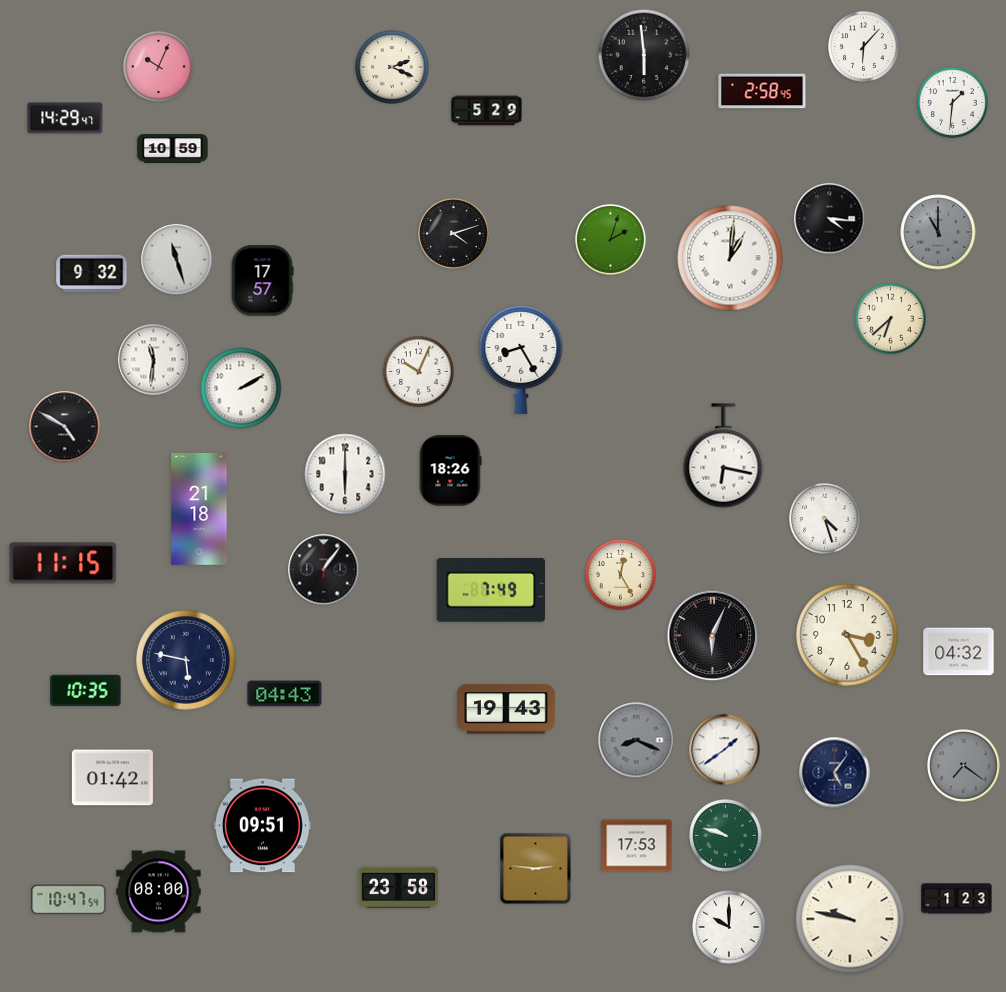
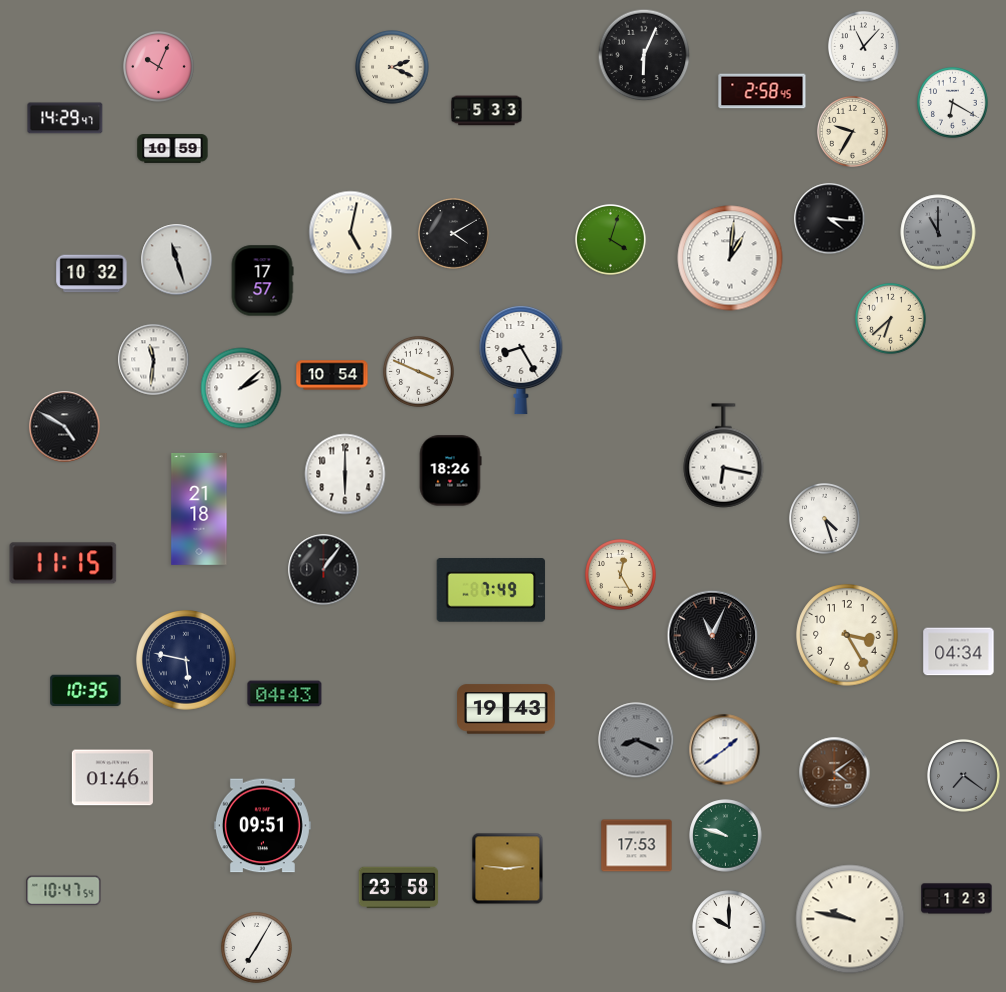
clock at (864, 47): 6:07 -> 11:07
clock at (644, 55): 5:59 -> 6:04
clock at (953, 103): 1:31 -> 6:20
clock at (487, 111): 5:29 -> 5:33
clock at (853, 132): none -> 9:35
clock at (351, 233): none -> 5:02
clock at (454, 234): 4:12 -> 4:10
clock at (611, 240): 2:03 -> 4:03
clock at (92, 274): 9:32 -> 10:32
clock at (419, 372): 10:04 -> 3:49
clock at (332, 375): none -> 10:54
clock at (241, 388): 2:10 -> 2:08
clock at (713, 636): 6:04 -> 11:04
clock at (959, 652): 04:32 -> 04:34
clock at (964, 766) position: (964, 766) -> (964, 776)
clock at (835, 773): 5:06 -> 4:09
clock at (835, 773) dial: navy -> brown
clock at (112, 778): 01:42 -> 01:46
clock at (536, 869) position: (536, 869) -> (508, 869)
clock at (159, 892): 08:00 -> none
clock at (69, 900) position: (69, 900) -> (64, 891)
clock at (257, 948): none -> 7:05
